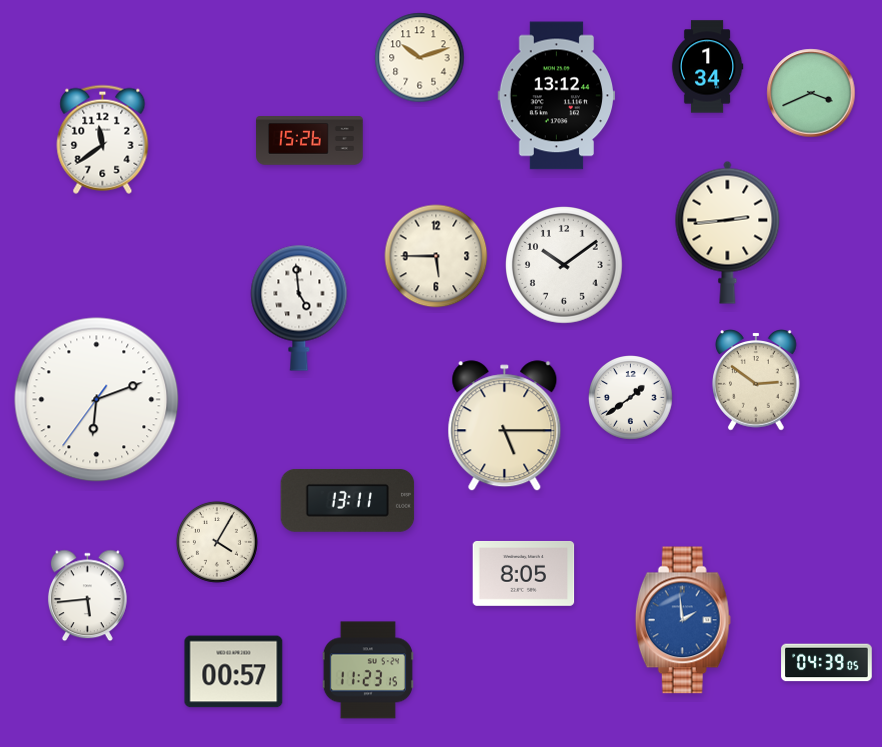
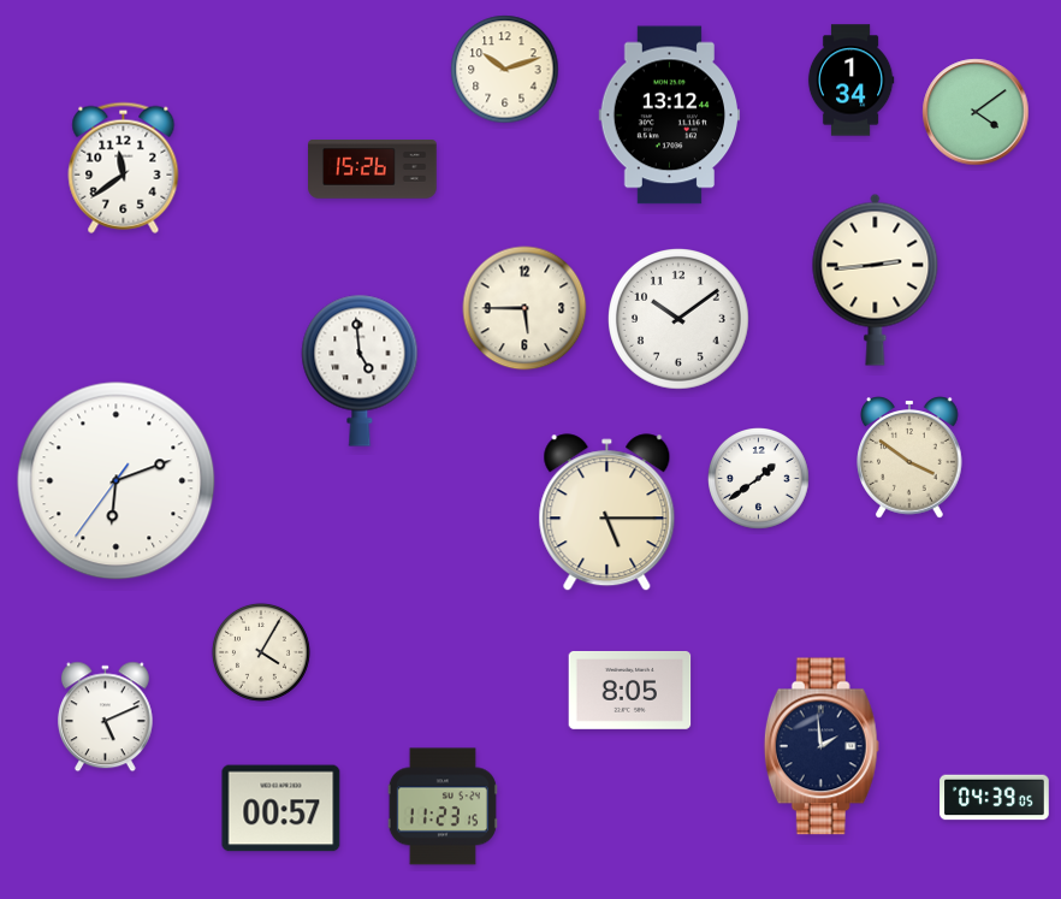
clock at (811, 93): 3:41 -> 4:09
clock at (757, 380): 2:51 -> 3:51
clock at (348, 500): 13:11 -> none
clock at (87, 596): 5:44 -> 5:11
clock at (683, 620) dial: blue -> navy
